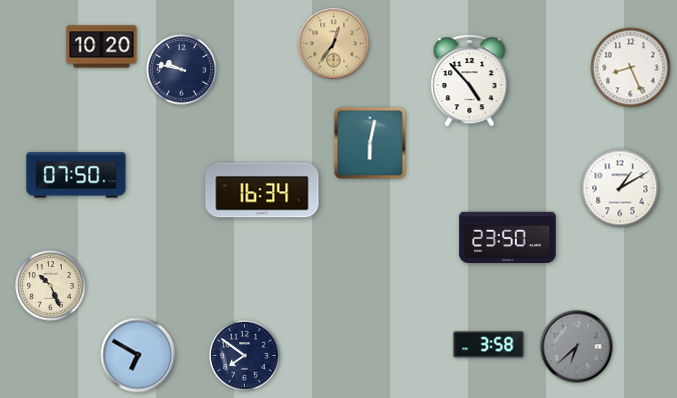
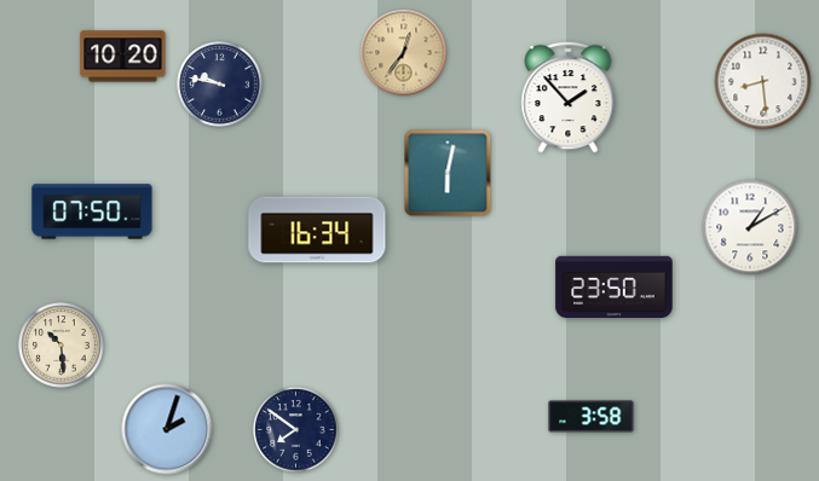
clock at (631, 68): 8:26 -> 8:29
clock at (470, 81): 4:53 -> 1:53
clock at (51, 286): 10:26 -> 10:29
clock at (577, 347): 6:38 -> none
clock at (138, 355): 6:50 -> 2:03
